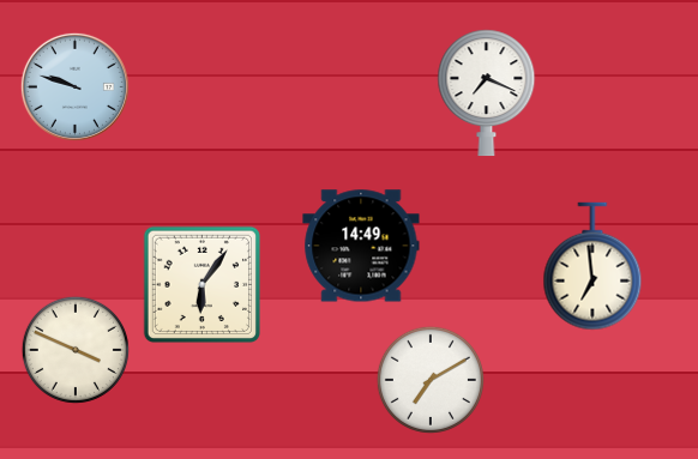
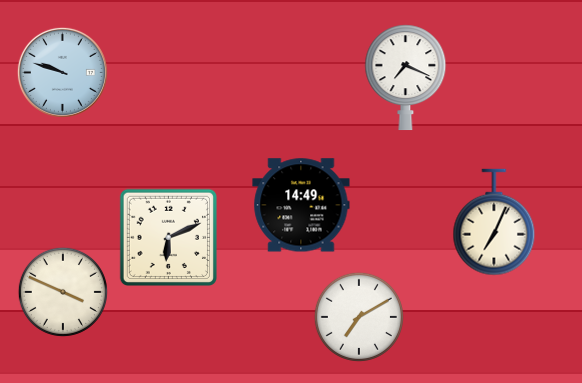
clock at (592, 266): 6:59 -> 7:04
clock at (201, 284): 6:06 -> 6:11
